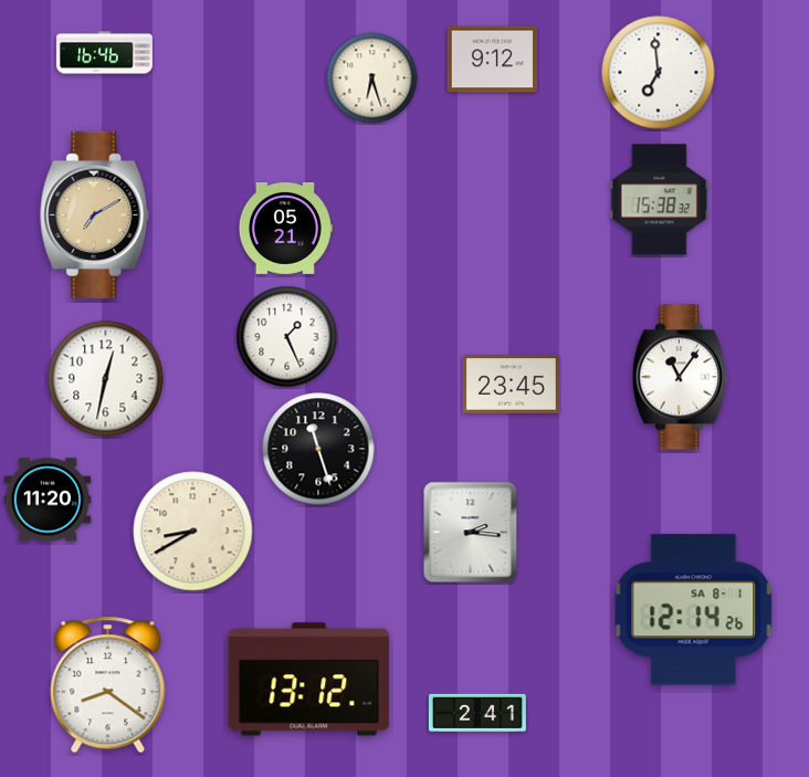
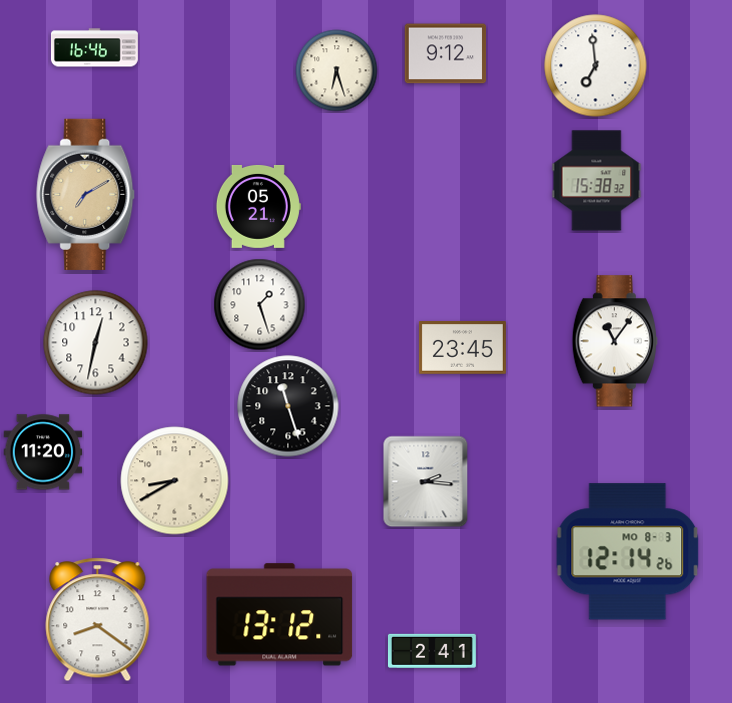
clock at (287, 337): 1:26 -> 1:27
clock at (694, 610) date: SA 8-1 -> MO 8-3
clock at (477, 713) position: (477, 713) -> (432, 651)
